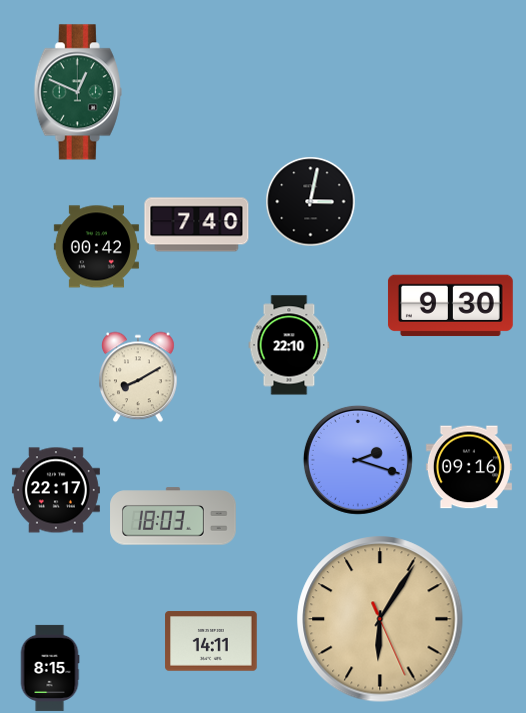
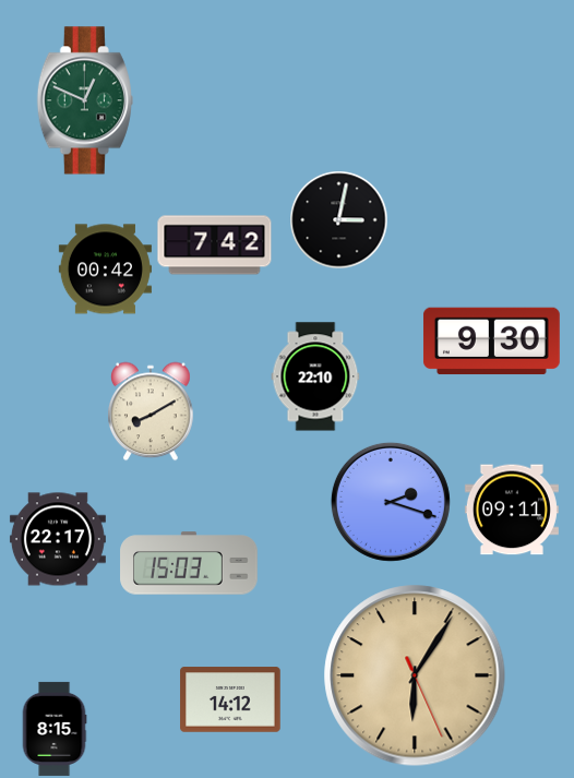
clock at (197, 225): 7:40 -> 7:42
clock at (450, 306) position: (450, 306) -> (491, 342)
clock at (469, 467): 09:16 -> 09:11
clock at (56, 490) position: (56, 490) -> (58, 539)
clock at (173, 516): 18:03 -> 15:03
clock at (211, 641): 14:11 -> 14:12
